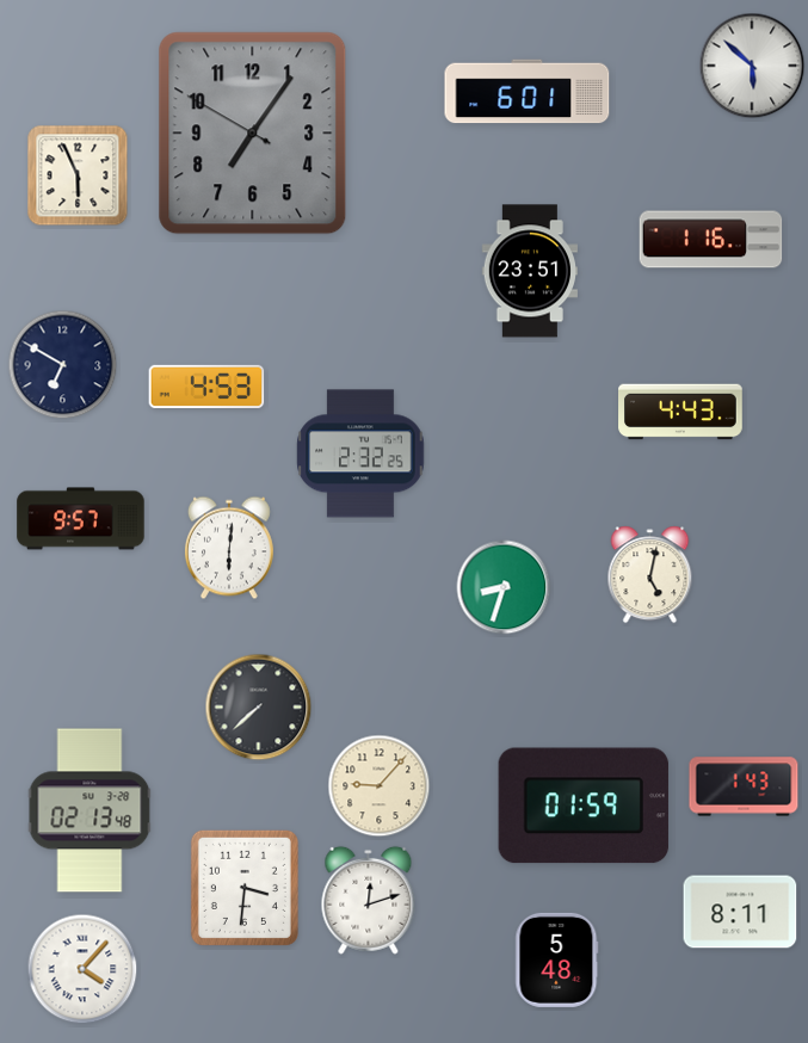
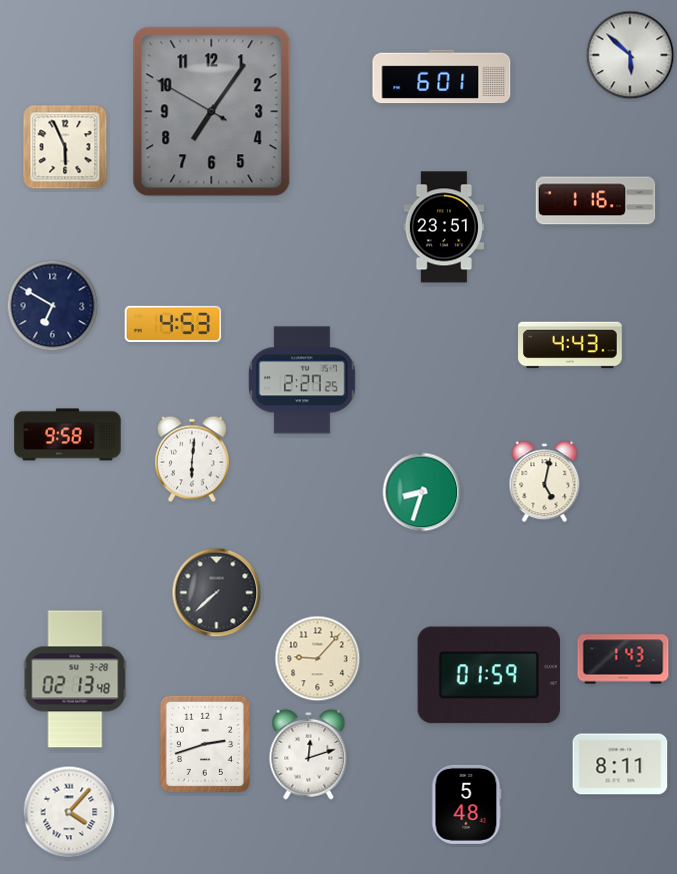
clock at (360, 453): 2:32 -> 2:27
clock at (81, 519): 9:57 -> 9:58
clock at (245, 888): 3:31 -> 2:42
